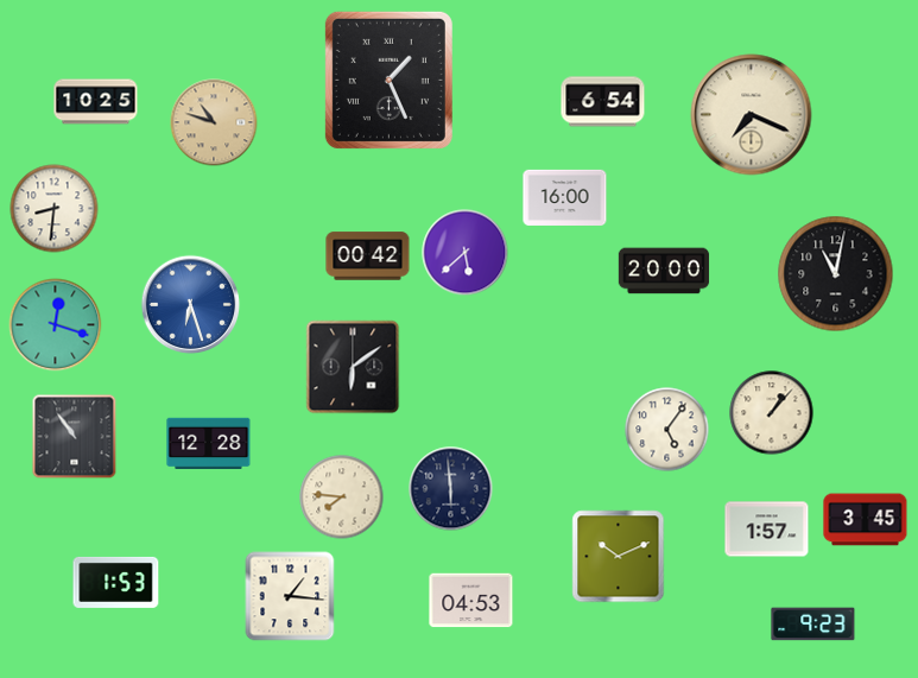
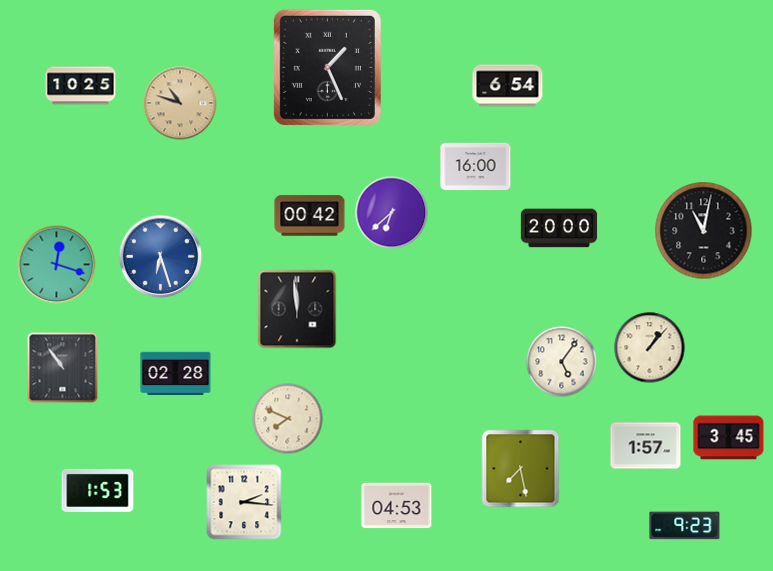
clock at (752, 115): 7:19 -> none
clock at (55, 209): 8:31 -> none
clock at (466, 253): 5:38 -> 6:38
clock at (56, 325) position: (56, 325) -> (57, 265)
clock at (353, 367): 6:09 -> 11:59
clock at (209, 443): 12:28 -> 02:28
clock at (451, 489): 5:59 -> none
clock at (342, 498): 7:46 -> 7:49
clock at (619, 557): 10:11 -> 7:28
clock at (290, 596): 1:16 -> 2:16
